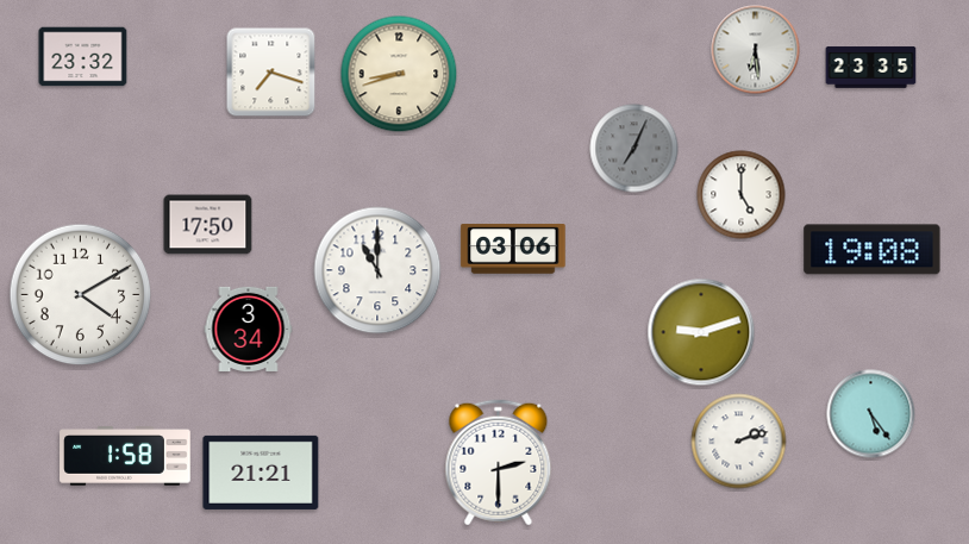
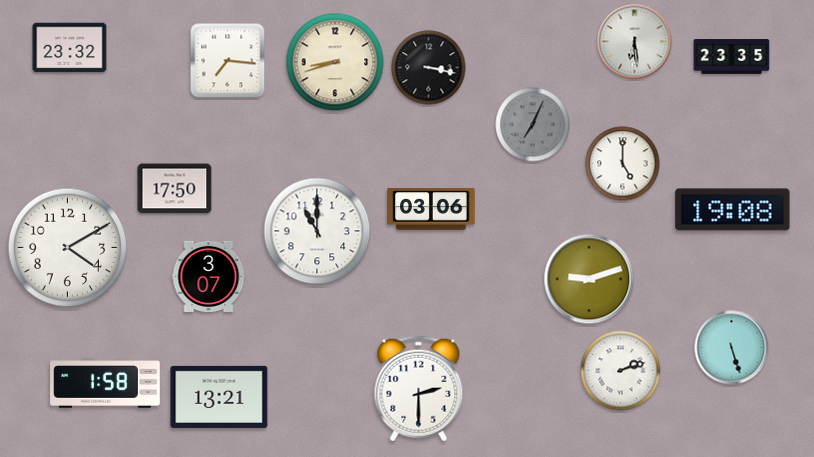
clock at (271, 73): 7:18 -> 7:16
clock at (429, 68): none -> 3:17
clock at (377, 270) position: (377, 270) -> (317, 231)
clock at (249, 329): 3:34 -> 3:07
clock at (871, 414): 5:24 -> 5:27
clock at (261, 473): 21:21 -> 13:21
